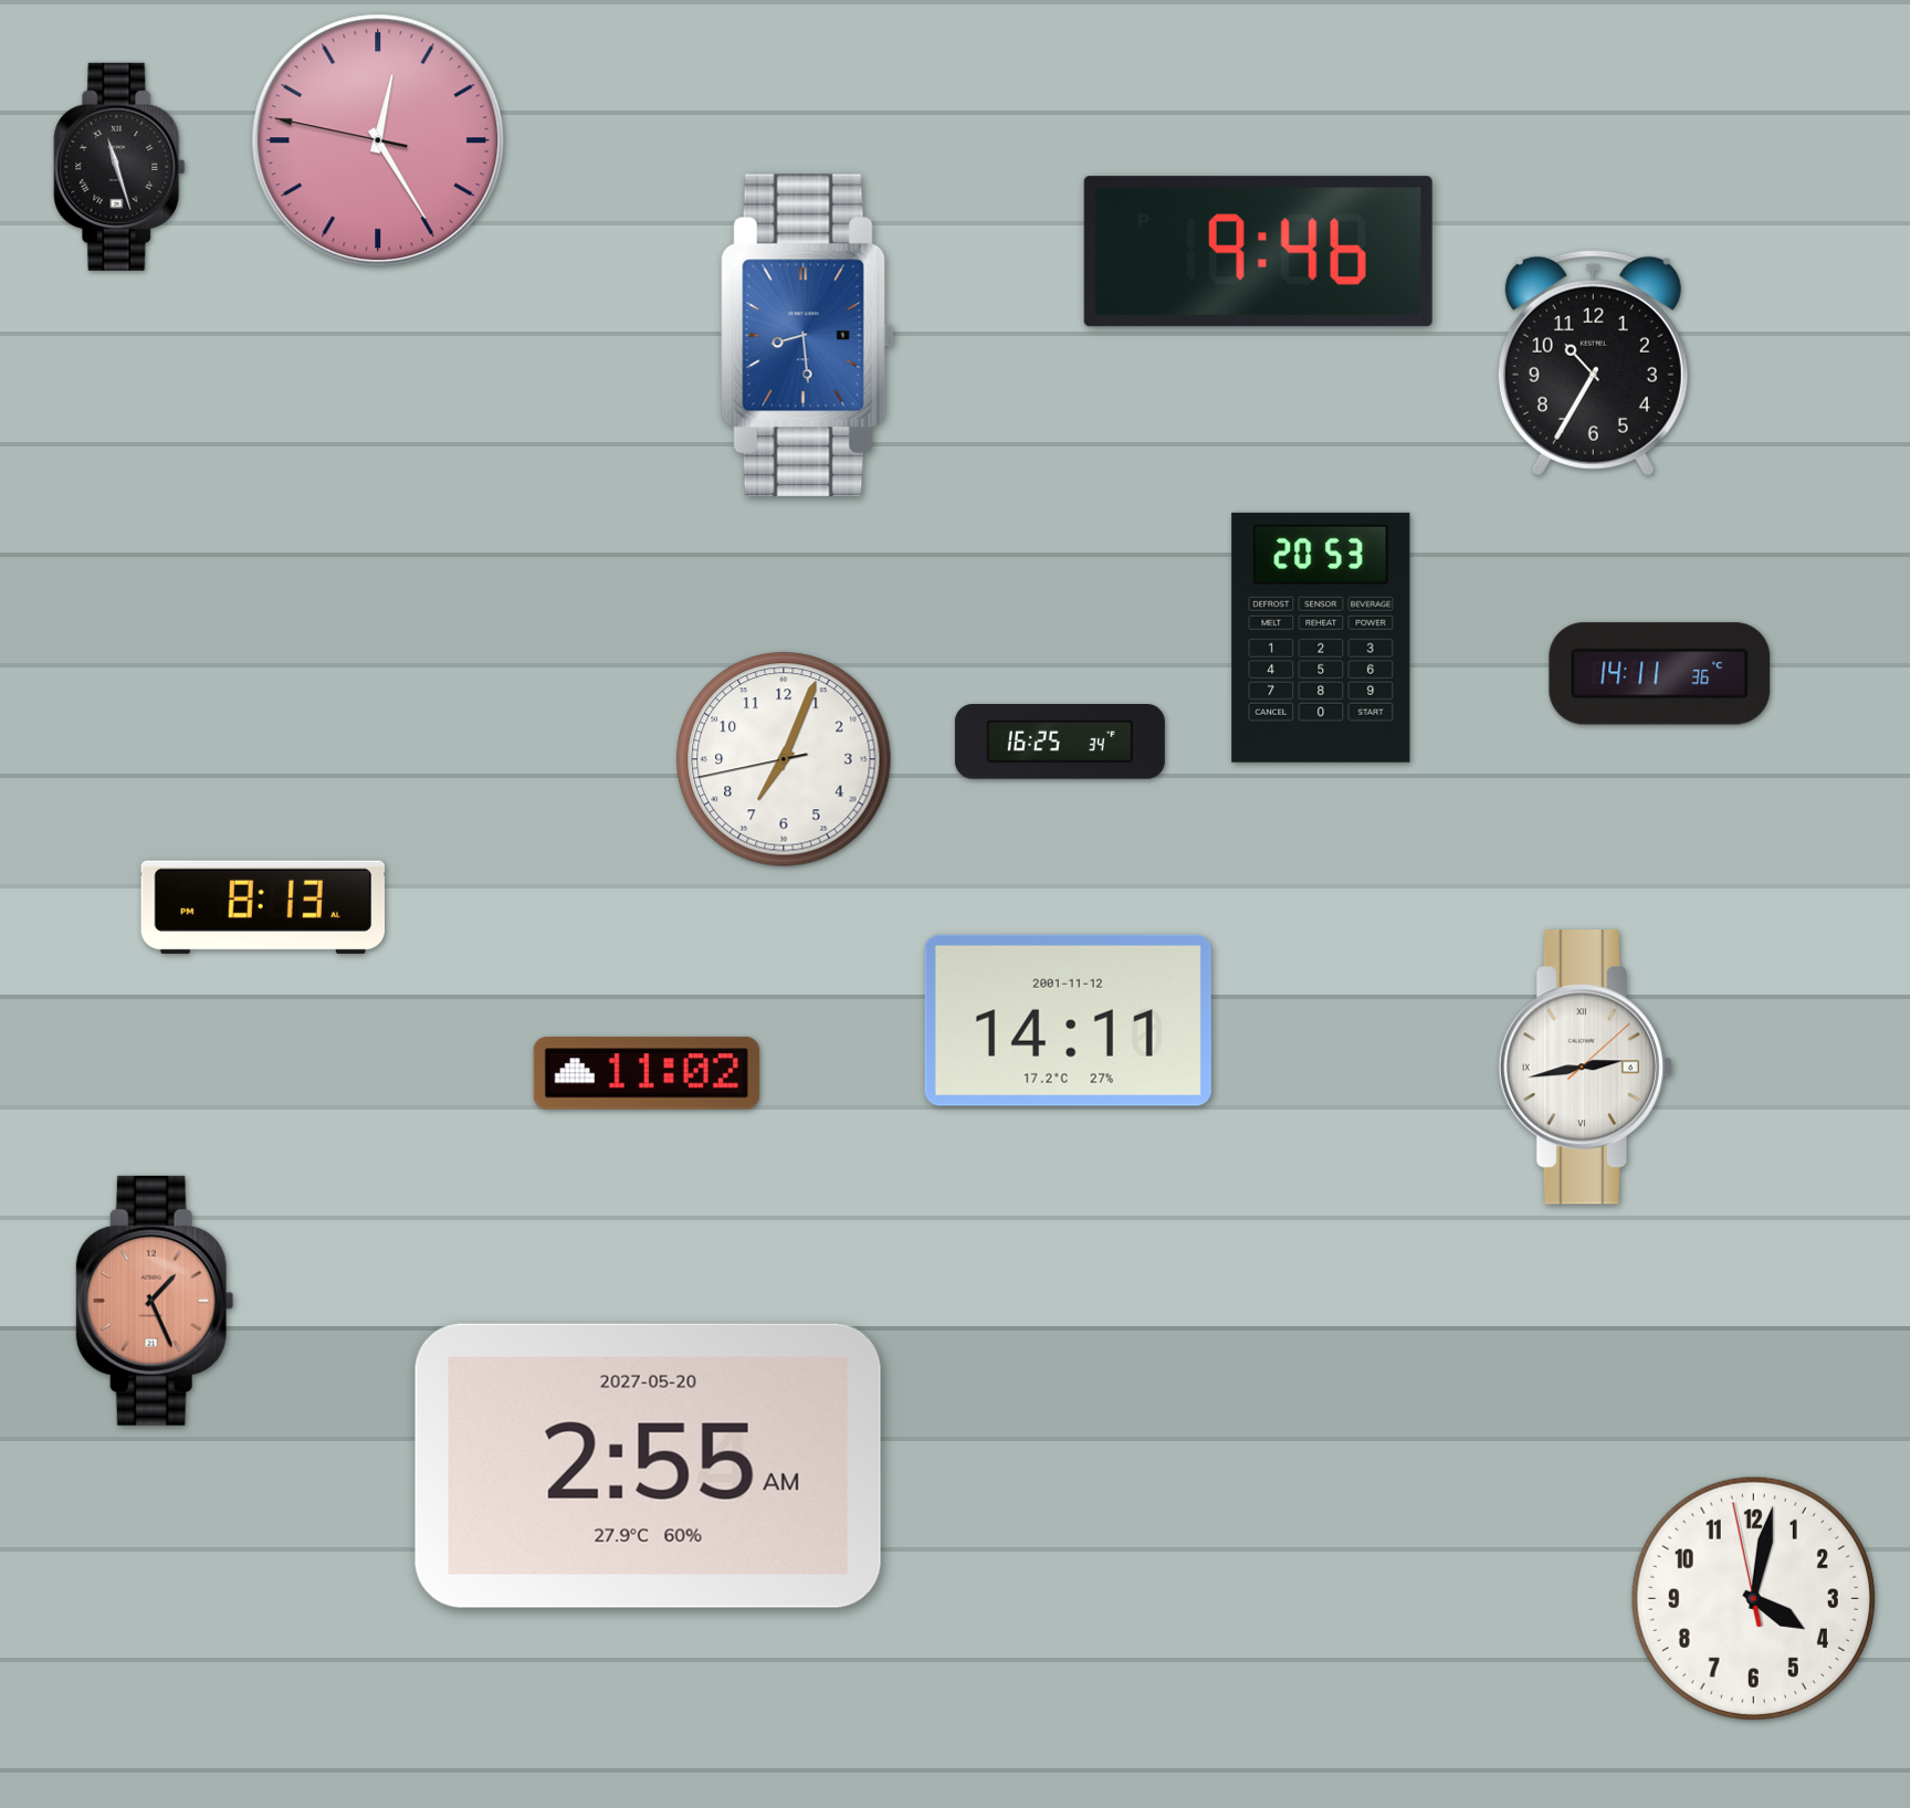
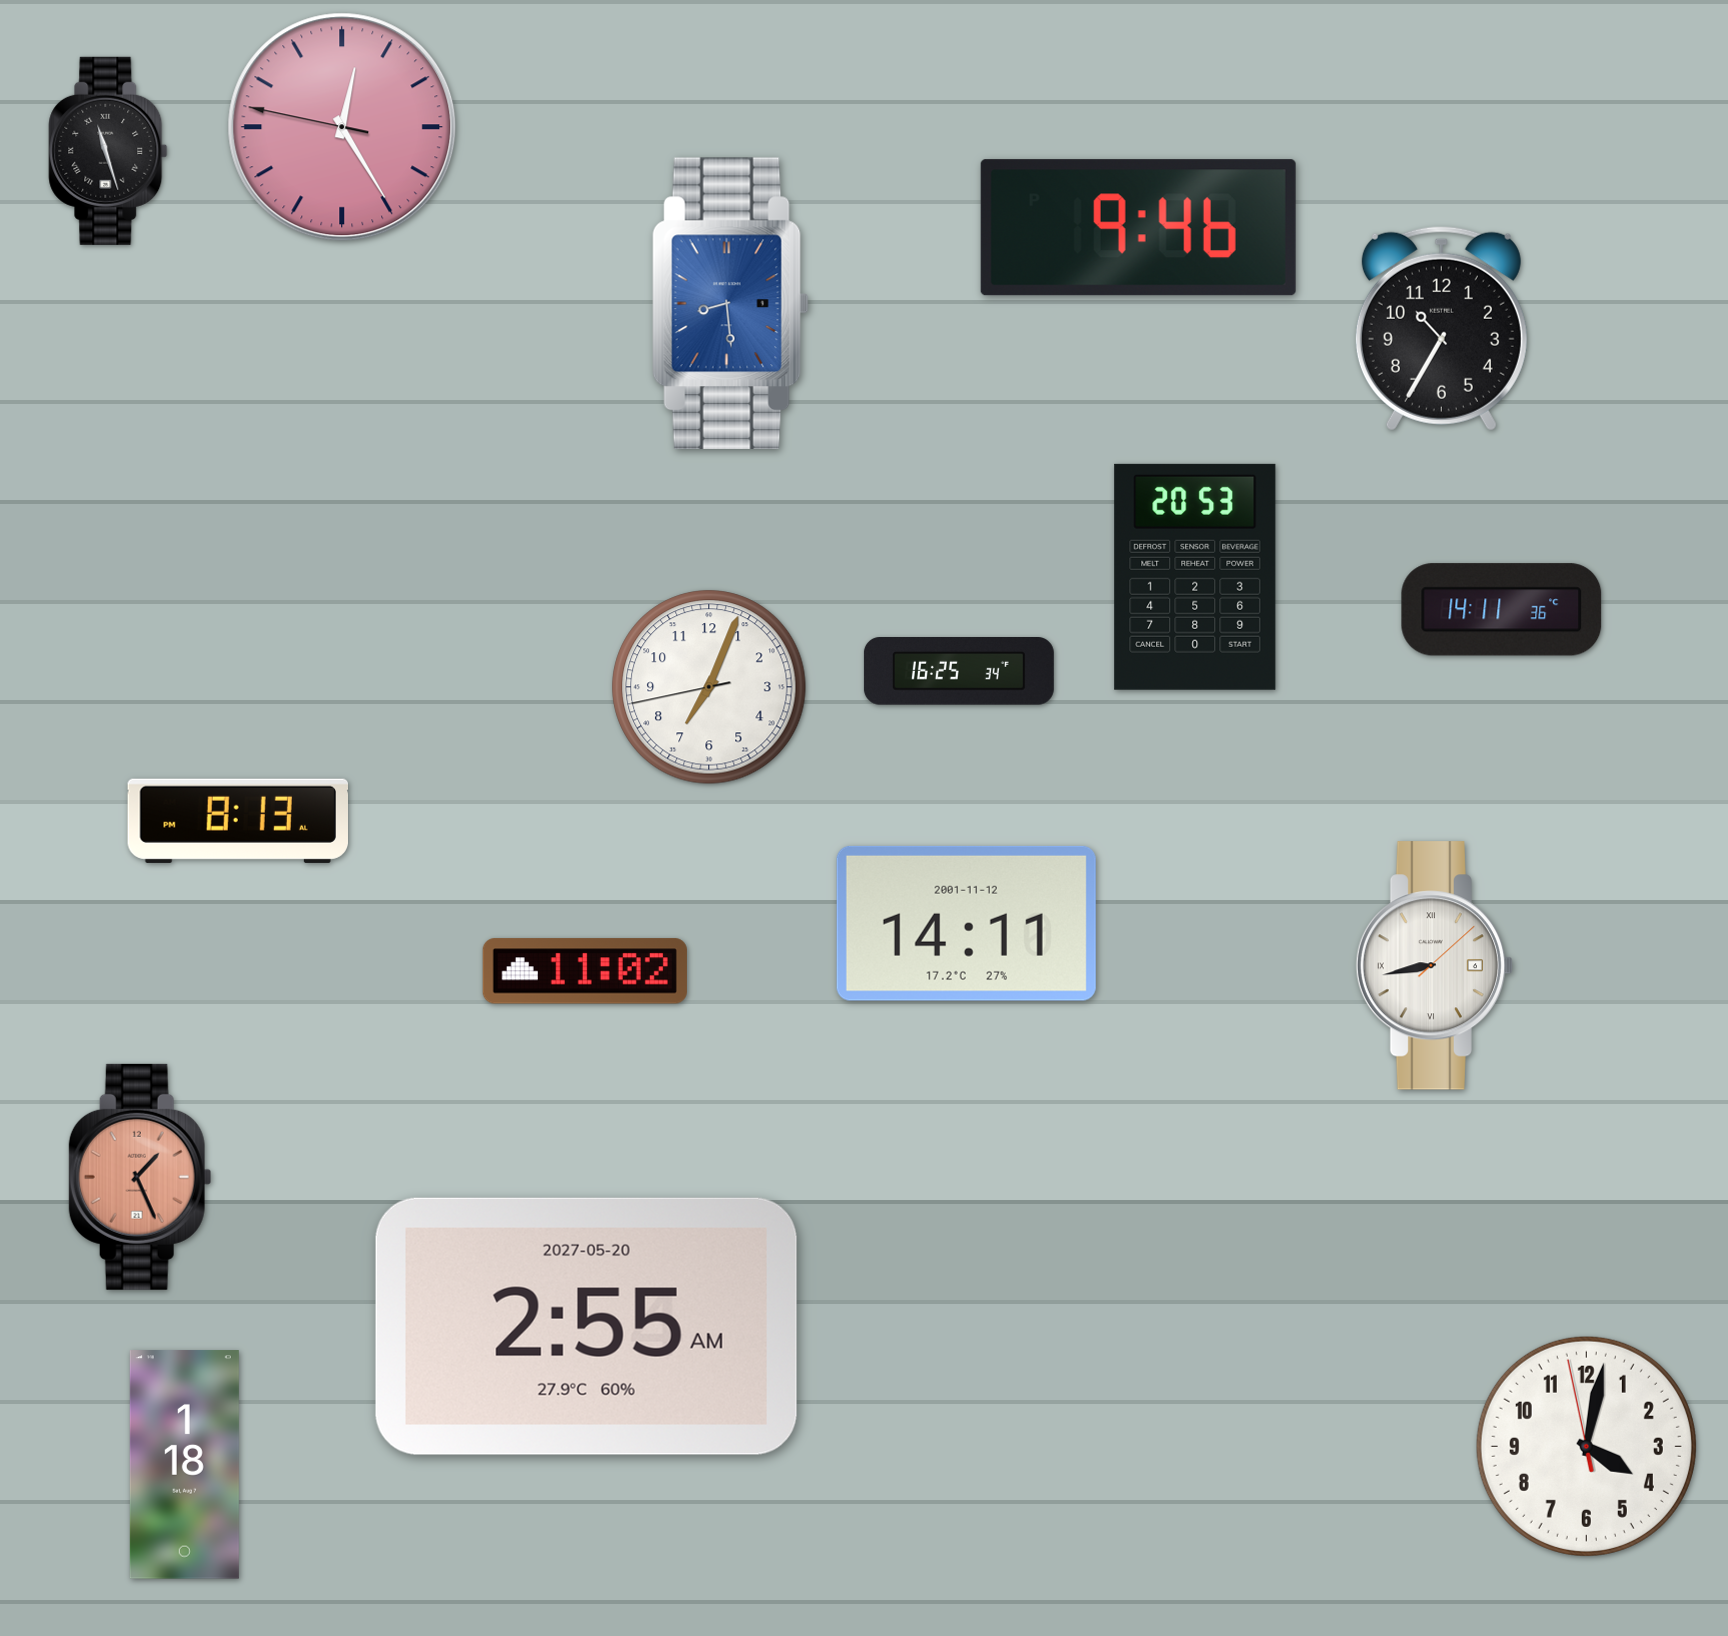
clock at (1585, 1068): 2:43 -> 8:43
clock at (184, 1465): none -> 1:18
